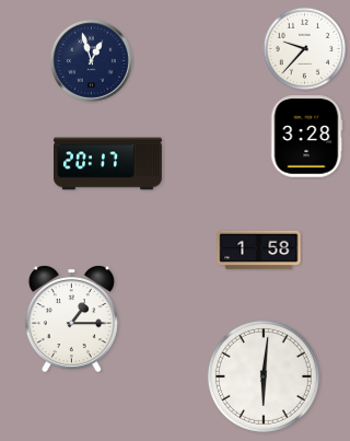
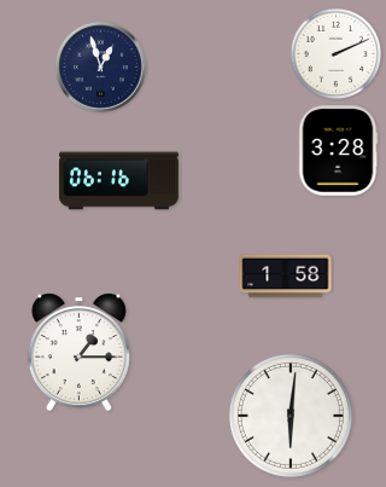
clock at (305, 49): 9:37 -> 2:11
clock at (108, 164): 20:17 -> 06:16
